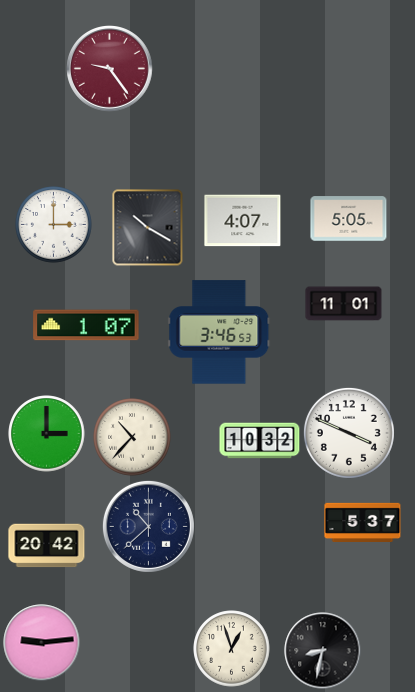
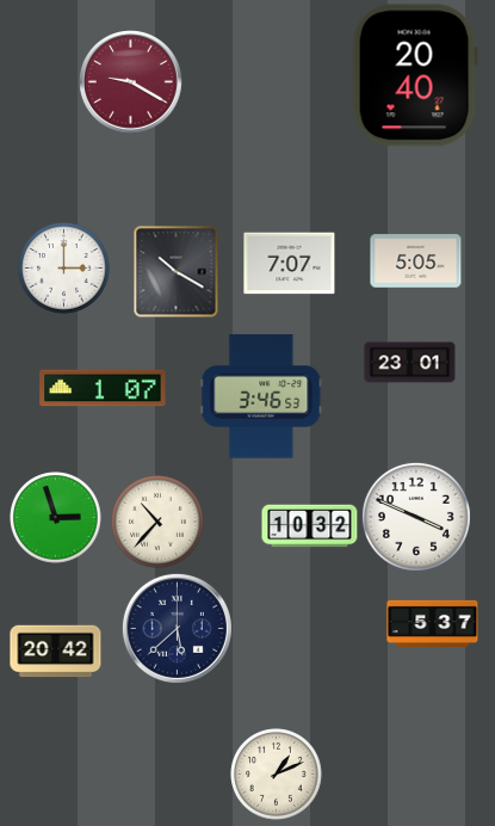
clock at (415, 75): none -> 20:40
clock at (110, 69): 9:24 -> 9:20
clock at (243, 221): 4:07 -> 7:07
clock at (344, 304): 11:01 -> 23:01
clock at (47, 434): 3:00 -> 2:57
clock at (148, 526): 10:38 -> 5:38
clock at (42, 643): 9:14 -> none
clock at (232, 649): 12:57 -> 1:11
clock at (323, 651): 8:32 -> none
